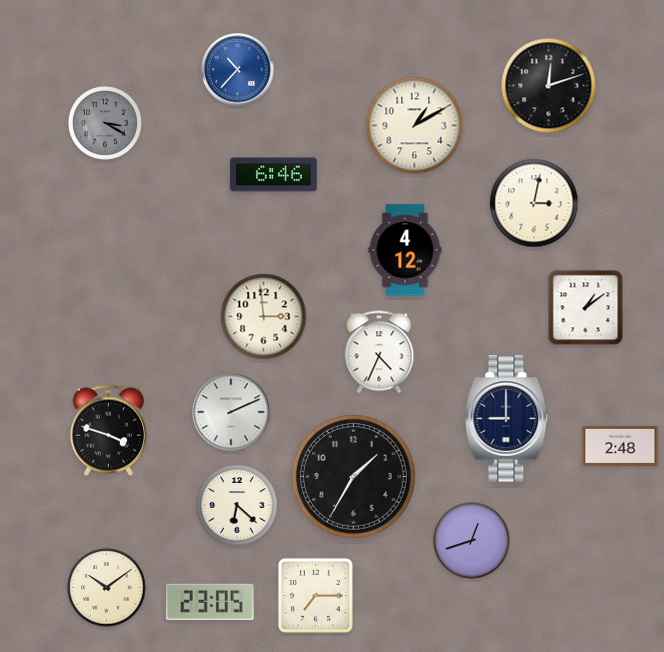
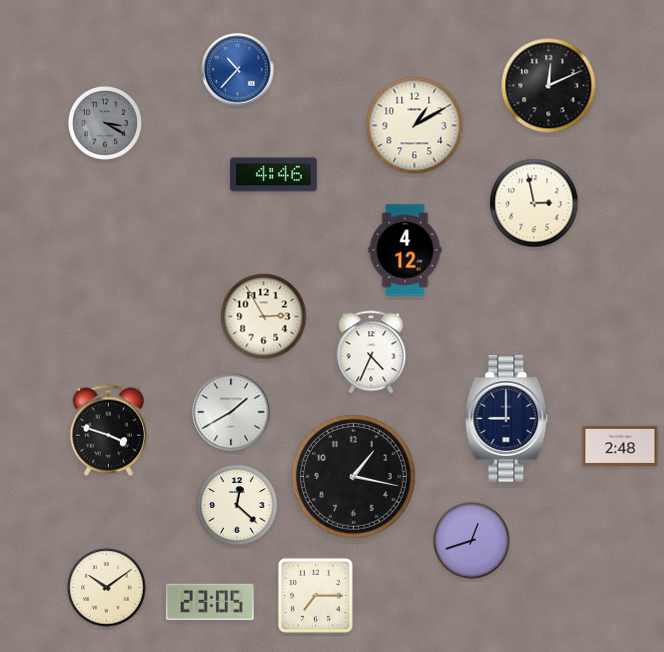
clock at (549, 86): 12:12 -> 12:11
clock at (273, 175): 6:46 -> 4:46
clock at (534, 203): 3:02 -> 2:58
clock at (586, 308): 1:09 -> none
clock at (264, 317): 2:59 -> 2:55
clock at (379, 352) position: (379, 352) -> (371, 352)
clock at (231, 412): 2:11 -> 1:40
clock at (354, 477): 1:35 -> 1:17
clock at (237, 505): 6:22 -> 12:22
